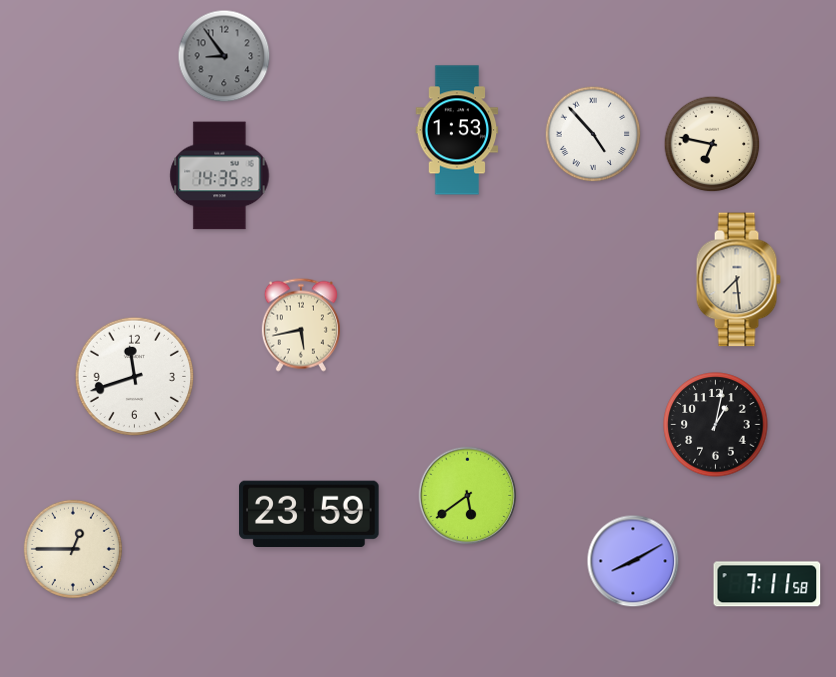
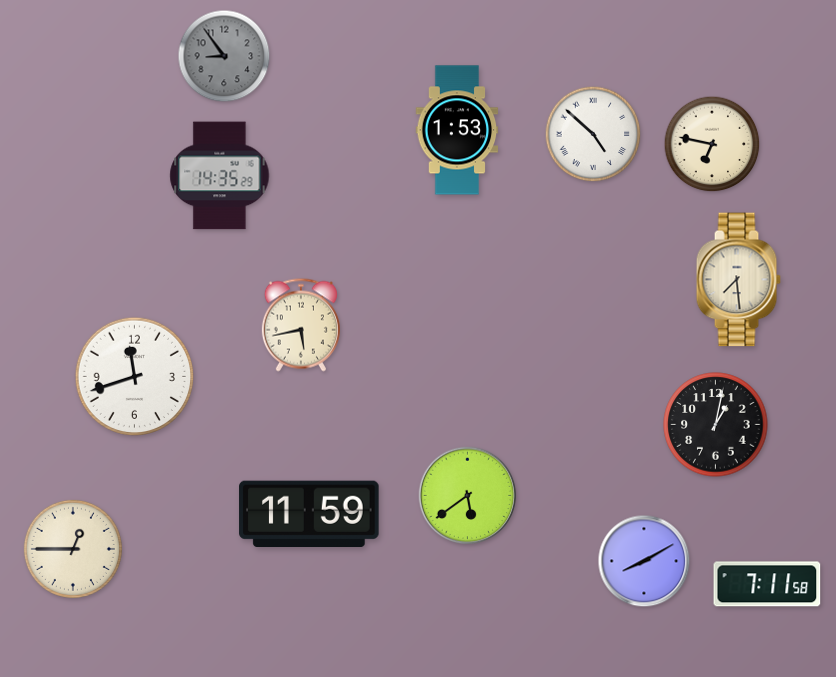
clock at (593, 134): 4:53 -> 4:52
clock at (309, 514): 23:59 -> 11:59
clock at (633, 561) position: (633, 561) -> (644, 561)
